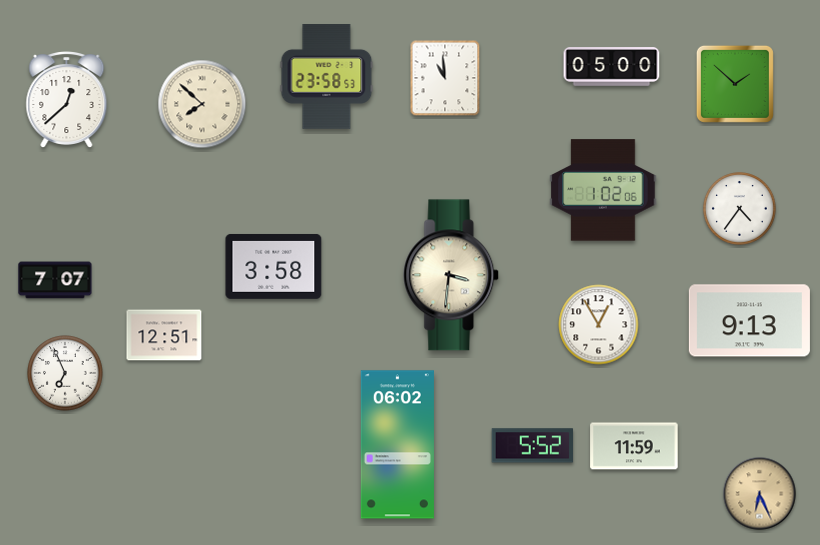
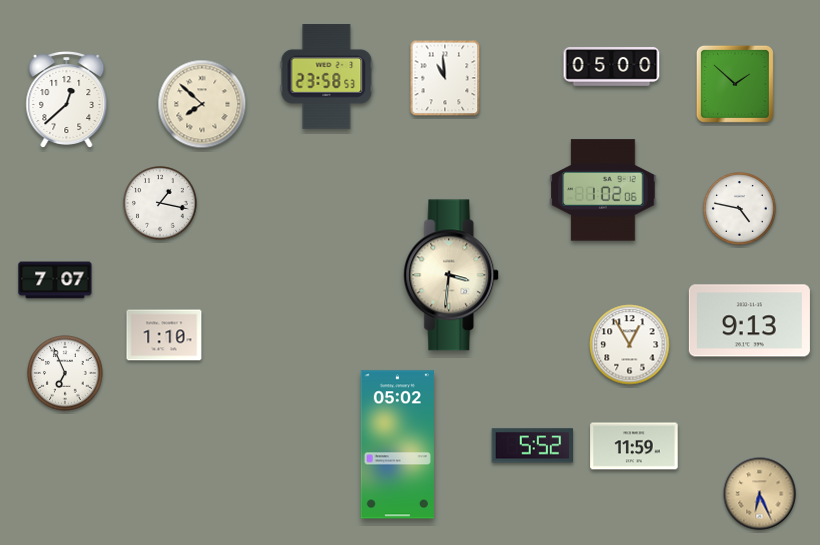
clock at (160, 203): none -> 1:17
clock at (740, 209): 4:36 -> 4:47
clock at (274, 266): 3:58 -> none
clock at (599, 325) position: (599, 325) -> (630, 345)
clock at (164, 335): 12:51 -> 1:10
clock at (397, 445): 06:02 -> 05:02
